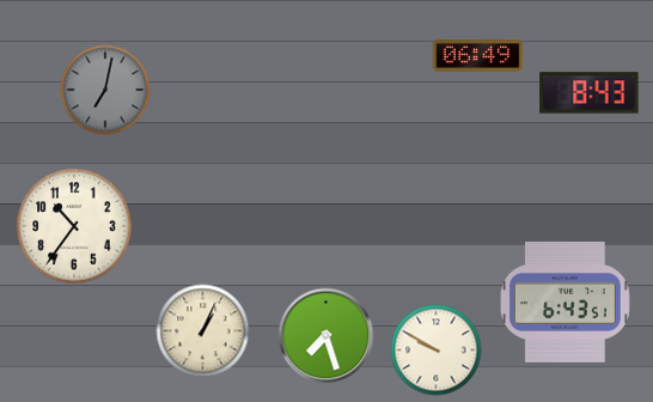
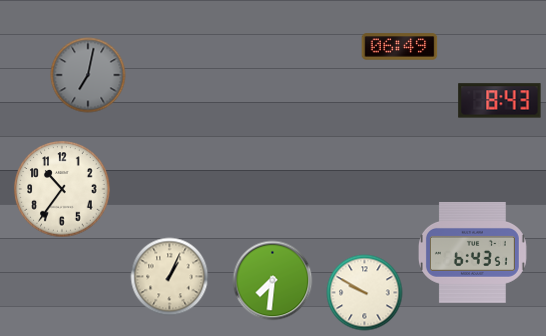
clock at (590, 93) position: (590, 93) -> (500, 101)
clock at (326, 336): 7:27 -> 7:31
